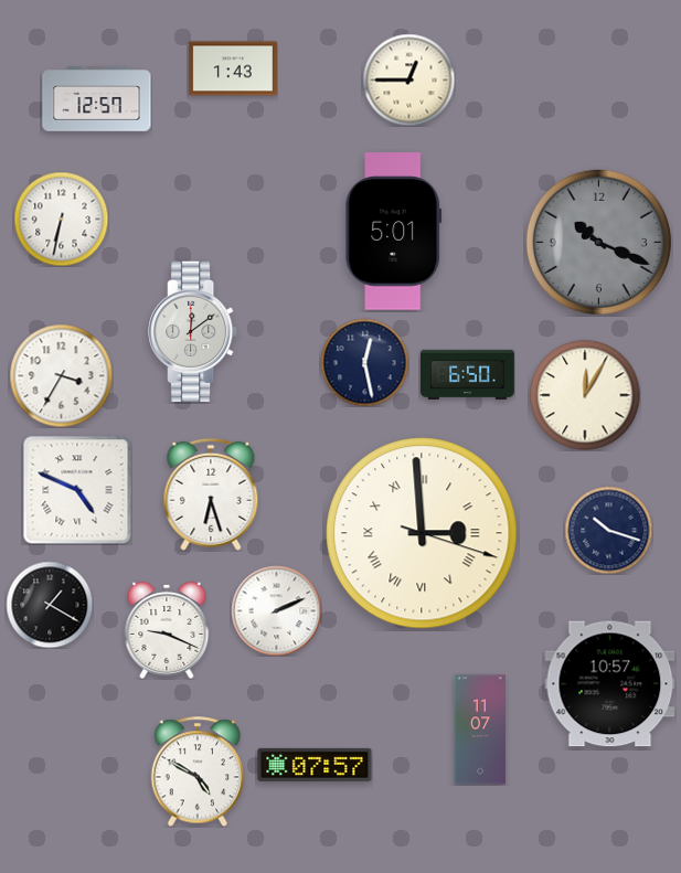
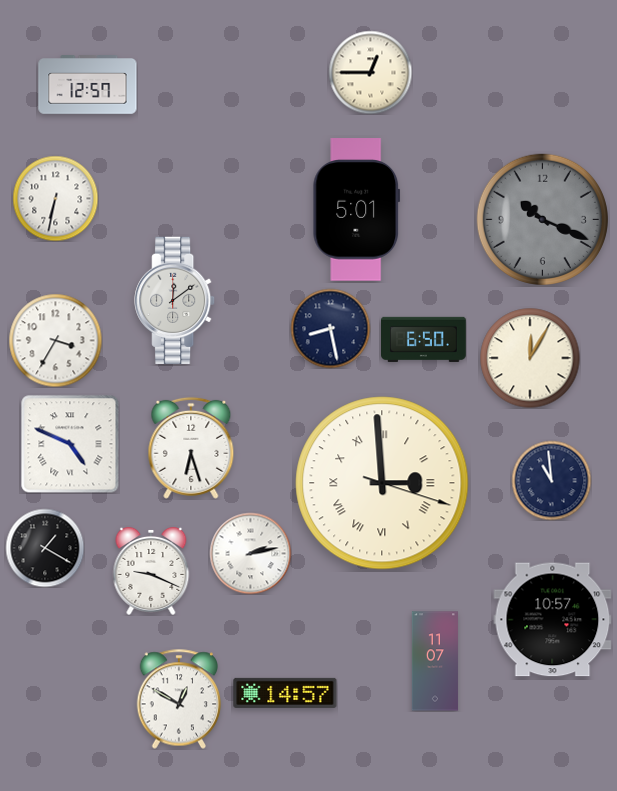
clock at (233, 68): 1:43 -> none
clock at (97, 99) position: (97, 99) -> (88, 85)
clock at (364, 362): 12:28 -> 8:28
clock at (608, 530): 10:18 -> 10:59
clock at (276, 610): 2:11 -> 2:13
clock at (315, 765): 07:57 -> 14:57
clock at (198, 771): 4:50 -> 12:50
